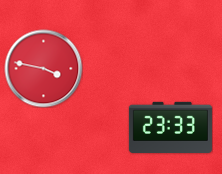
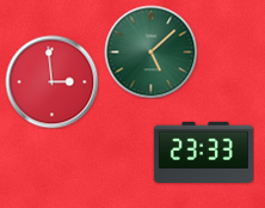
clock at (150, 51): none -> 5:08
clock at (43, 68): 3:47 -> 2:59
